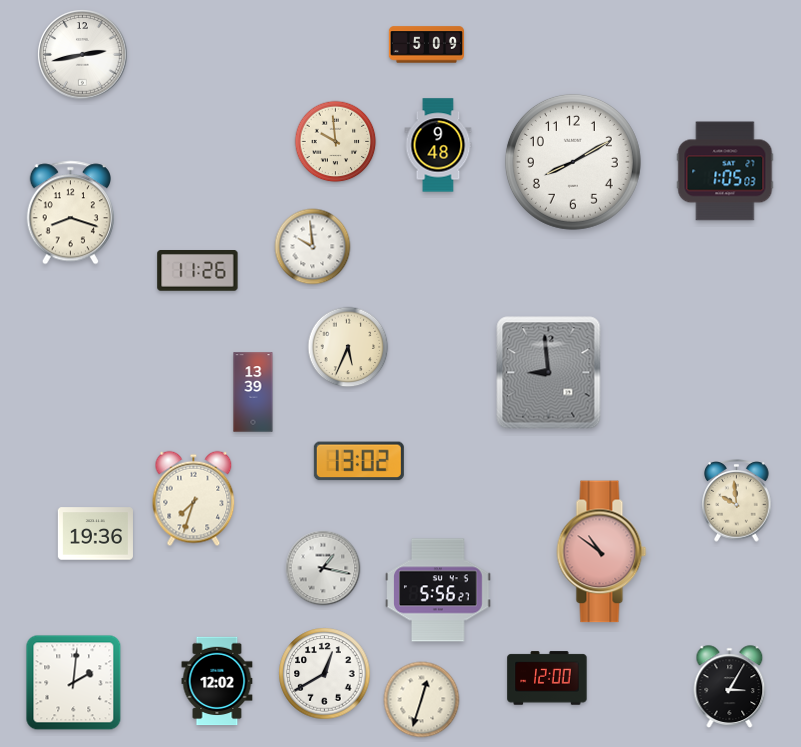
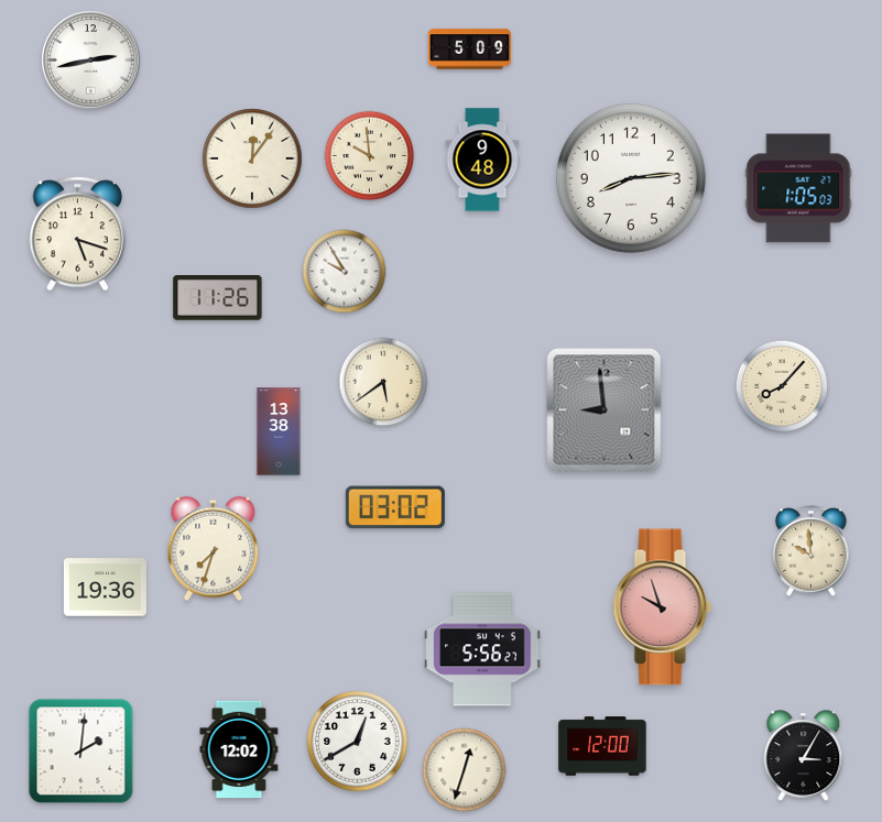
clock at (252, 158): none -> 12:06
clock at (573, 162): 8:10 -> 8:14
clock at (70, 213): 8:18 -> 5:18
clock at (313, 247): 9:59 -> 9:55
clock at (348, 347): 5:34 -> 5:39
clock at (781, 385): none -> 8:07
clock at (253, 392): 13:39 -> 13:38
clock at (359, 461): 13:02 -> 03:02
clock at (602, 552): 10:51 -> 9:57
clock at (323, 568): 1:17 -> none
